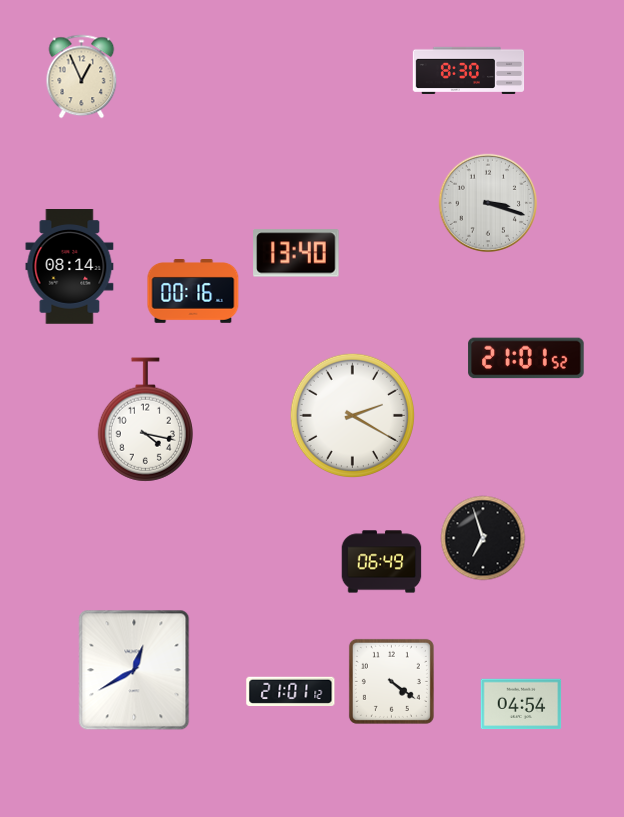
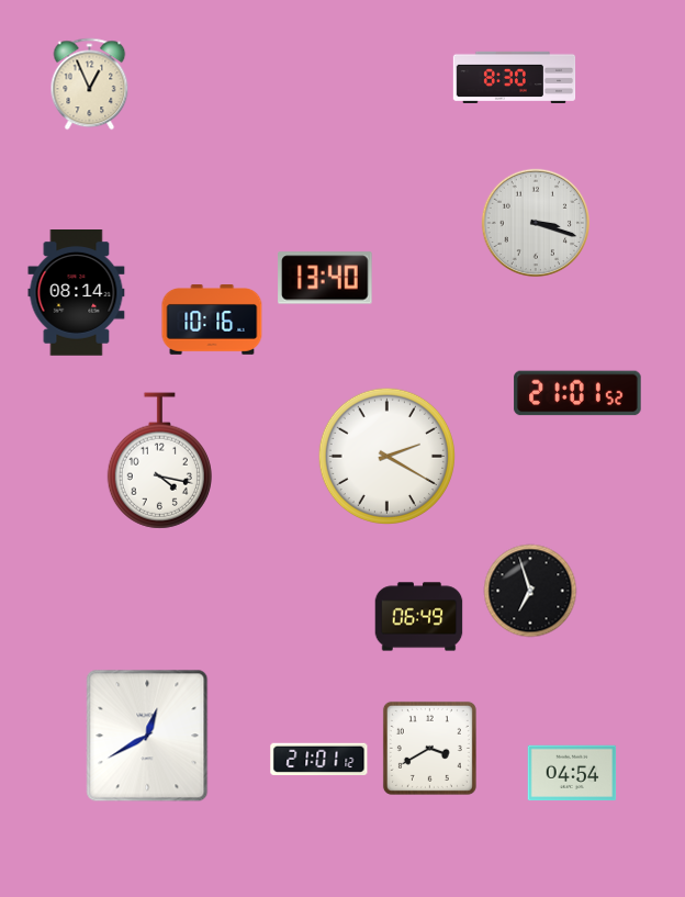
clock at (193, 292): 00:16 -> 10:16
clock at (391, 681): 4:21 -> 3:40
